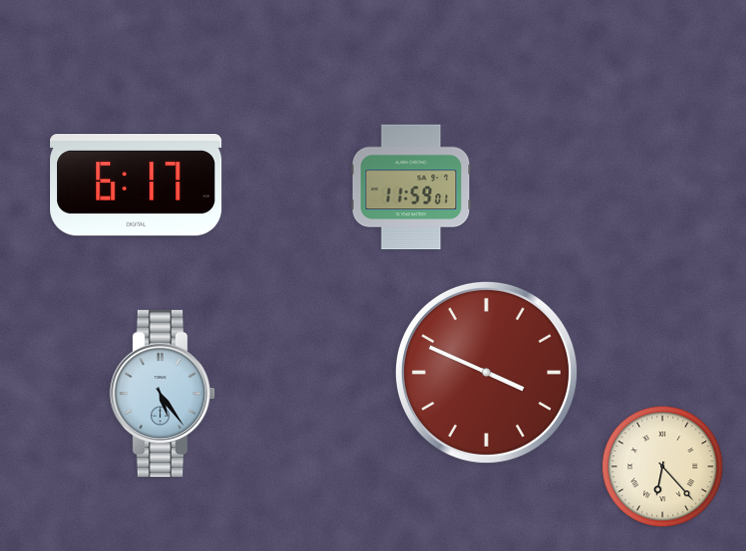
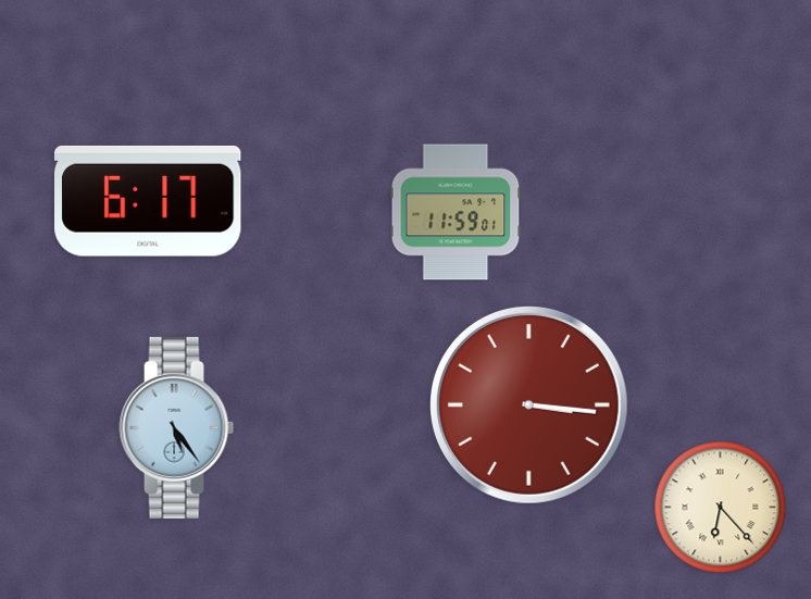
clock at (411, 187) position: (411, 187) -> (456, 212)
clock at (486, 372): 3:49 -> 3:16
